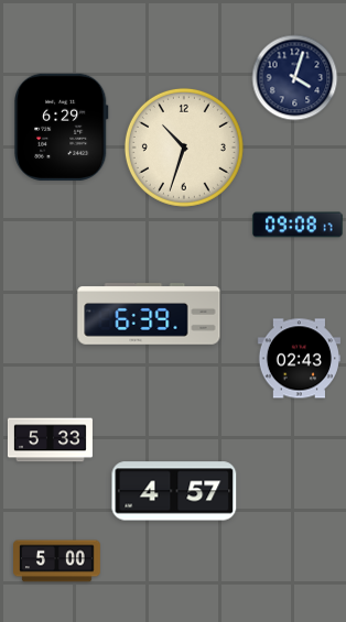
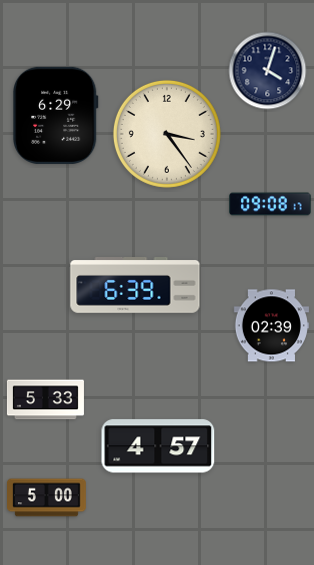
clock at (184, 148): 10:33 -> 3:24
clock at (299, 359): 02:43 -> 02:39
clock at (57, 561) position: (57, 561) -> (47, 498)
